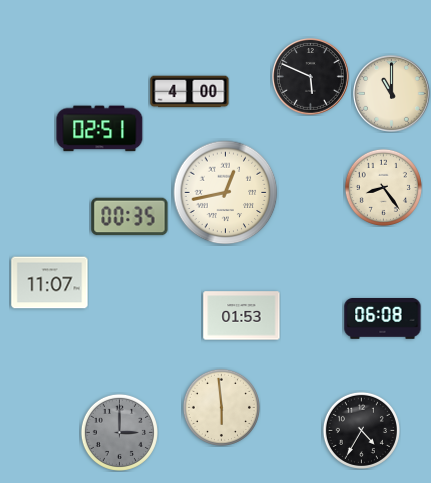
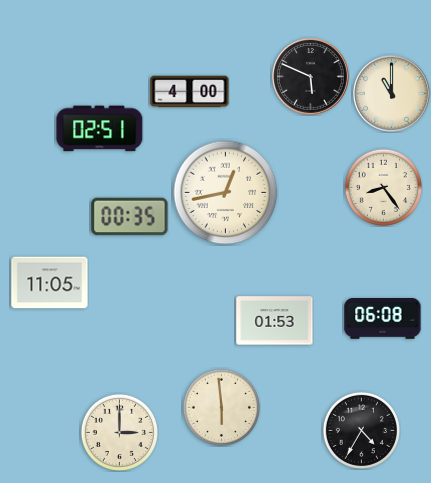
clock at (50, 283): 11:07 -> 11:05
clock at (242, 316) position: (242, 316) -> (275, 321)
clock at (119, 432) dial: grey -> cream
